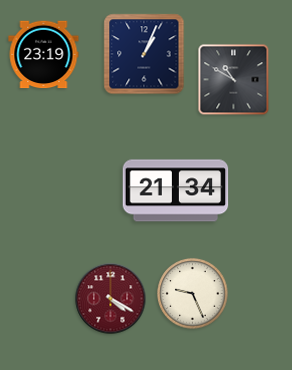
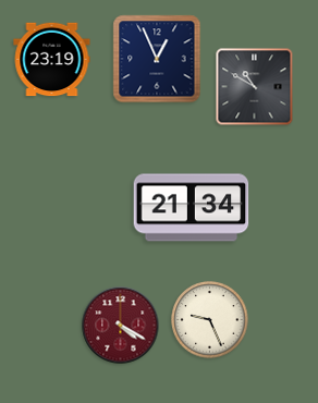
clock at (144, 54): 1:04 -> 12:56
clock at (44, 55) position: (44, 55) -> (52, 60)
